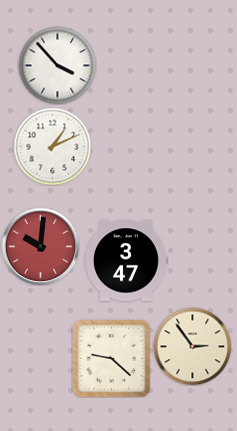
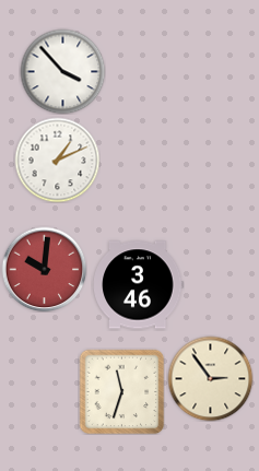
clock at (127, 261): 3:47 -> 3:46
clock at (111, 358): 9:22 -> 11:33
